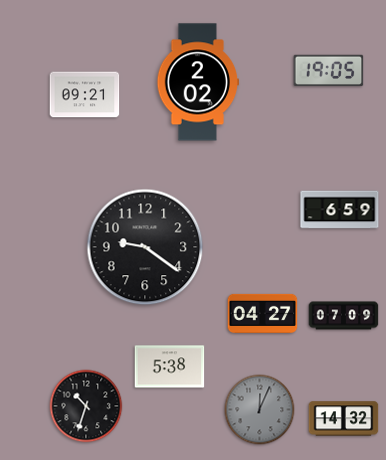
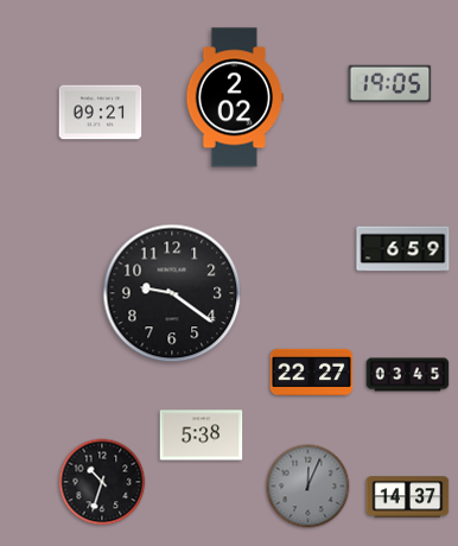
clock at (263, 313): 04:27 -> 22:27
clock at (344, 316): 07:09 -> 03:45
clock at (344, 419): 14:32 -> 14:37
